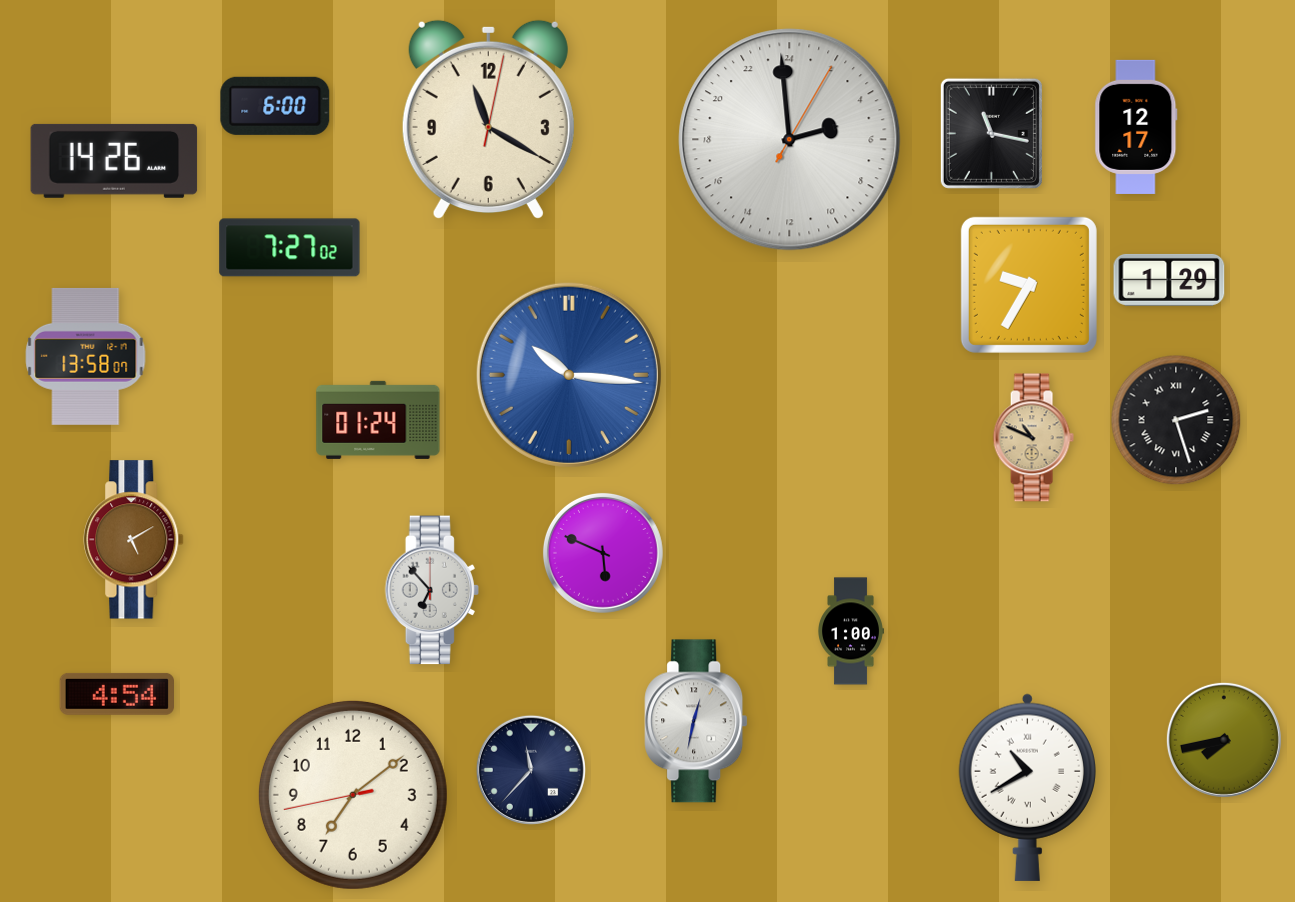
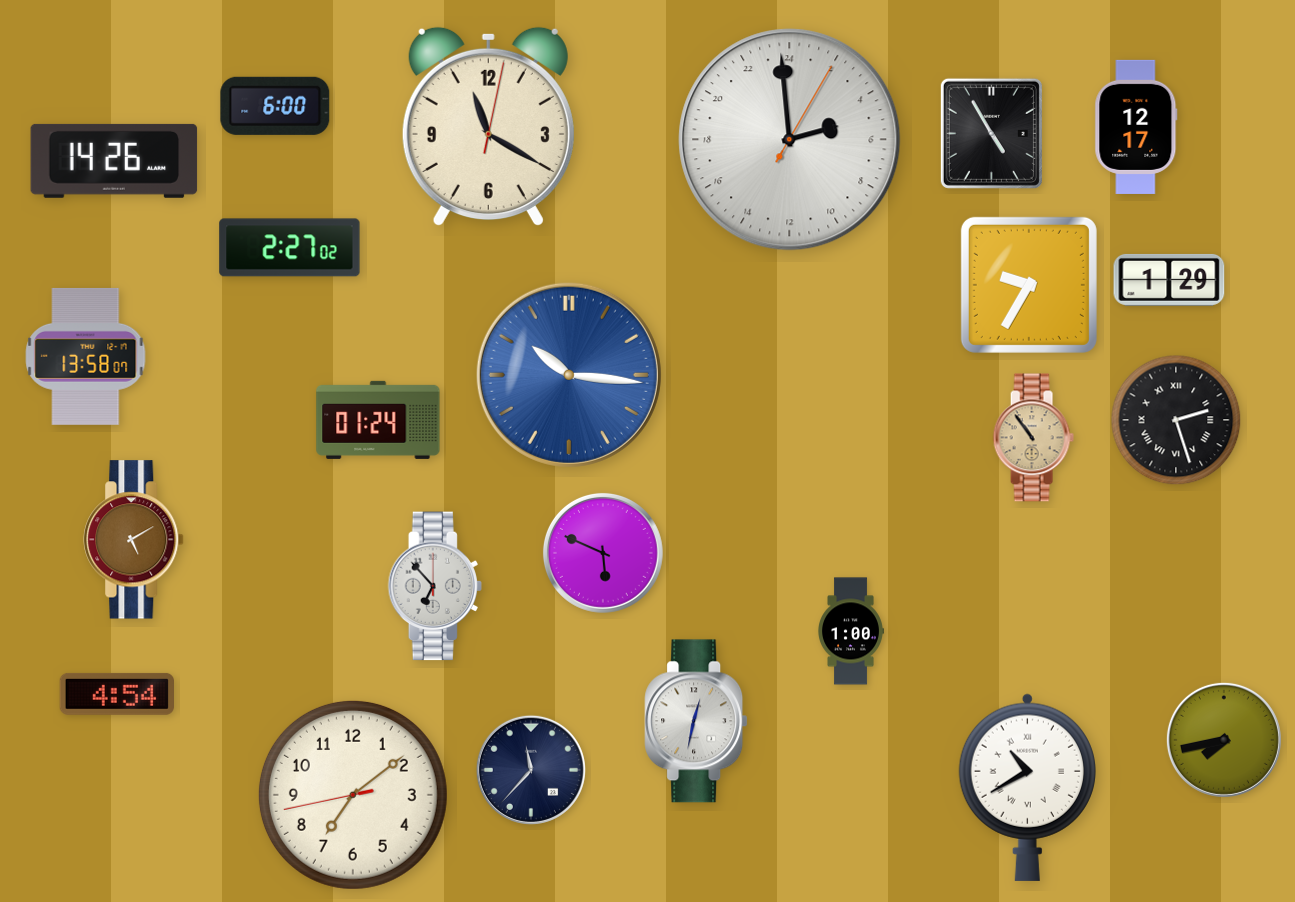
clock at (488, 119) position: (488, 119) -> (488, 126)
clock at (991, 133): 11:17 -> 4:55
clock at (290, 248): 7:27 -> 2:27
clock at (1033, 438): 10:49 -> 10:54
clock at (431, 590) position: (431, 590) -> (434, 586)
